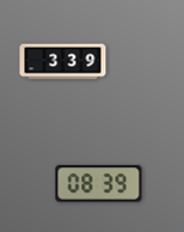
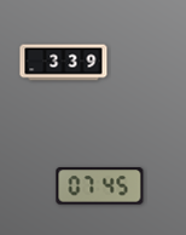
clock at (99, 184): 08:39 -> 07:45
